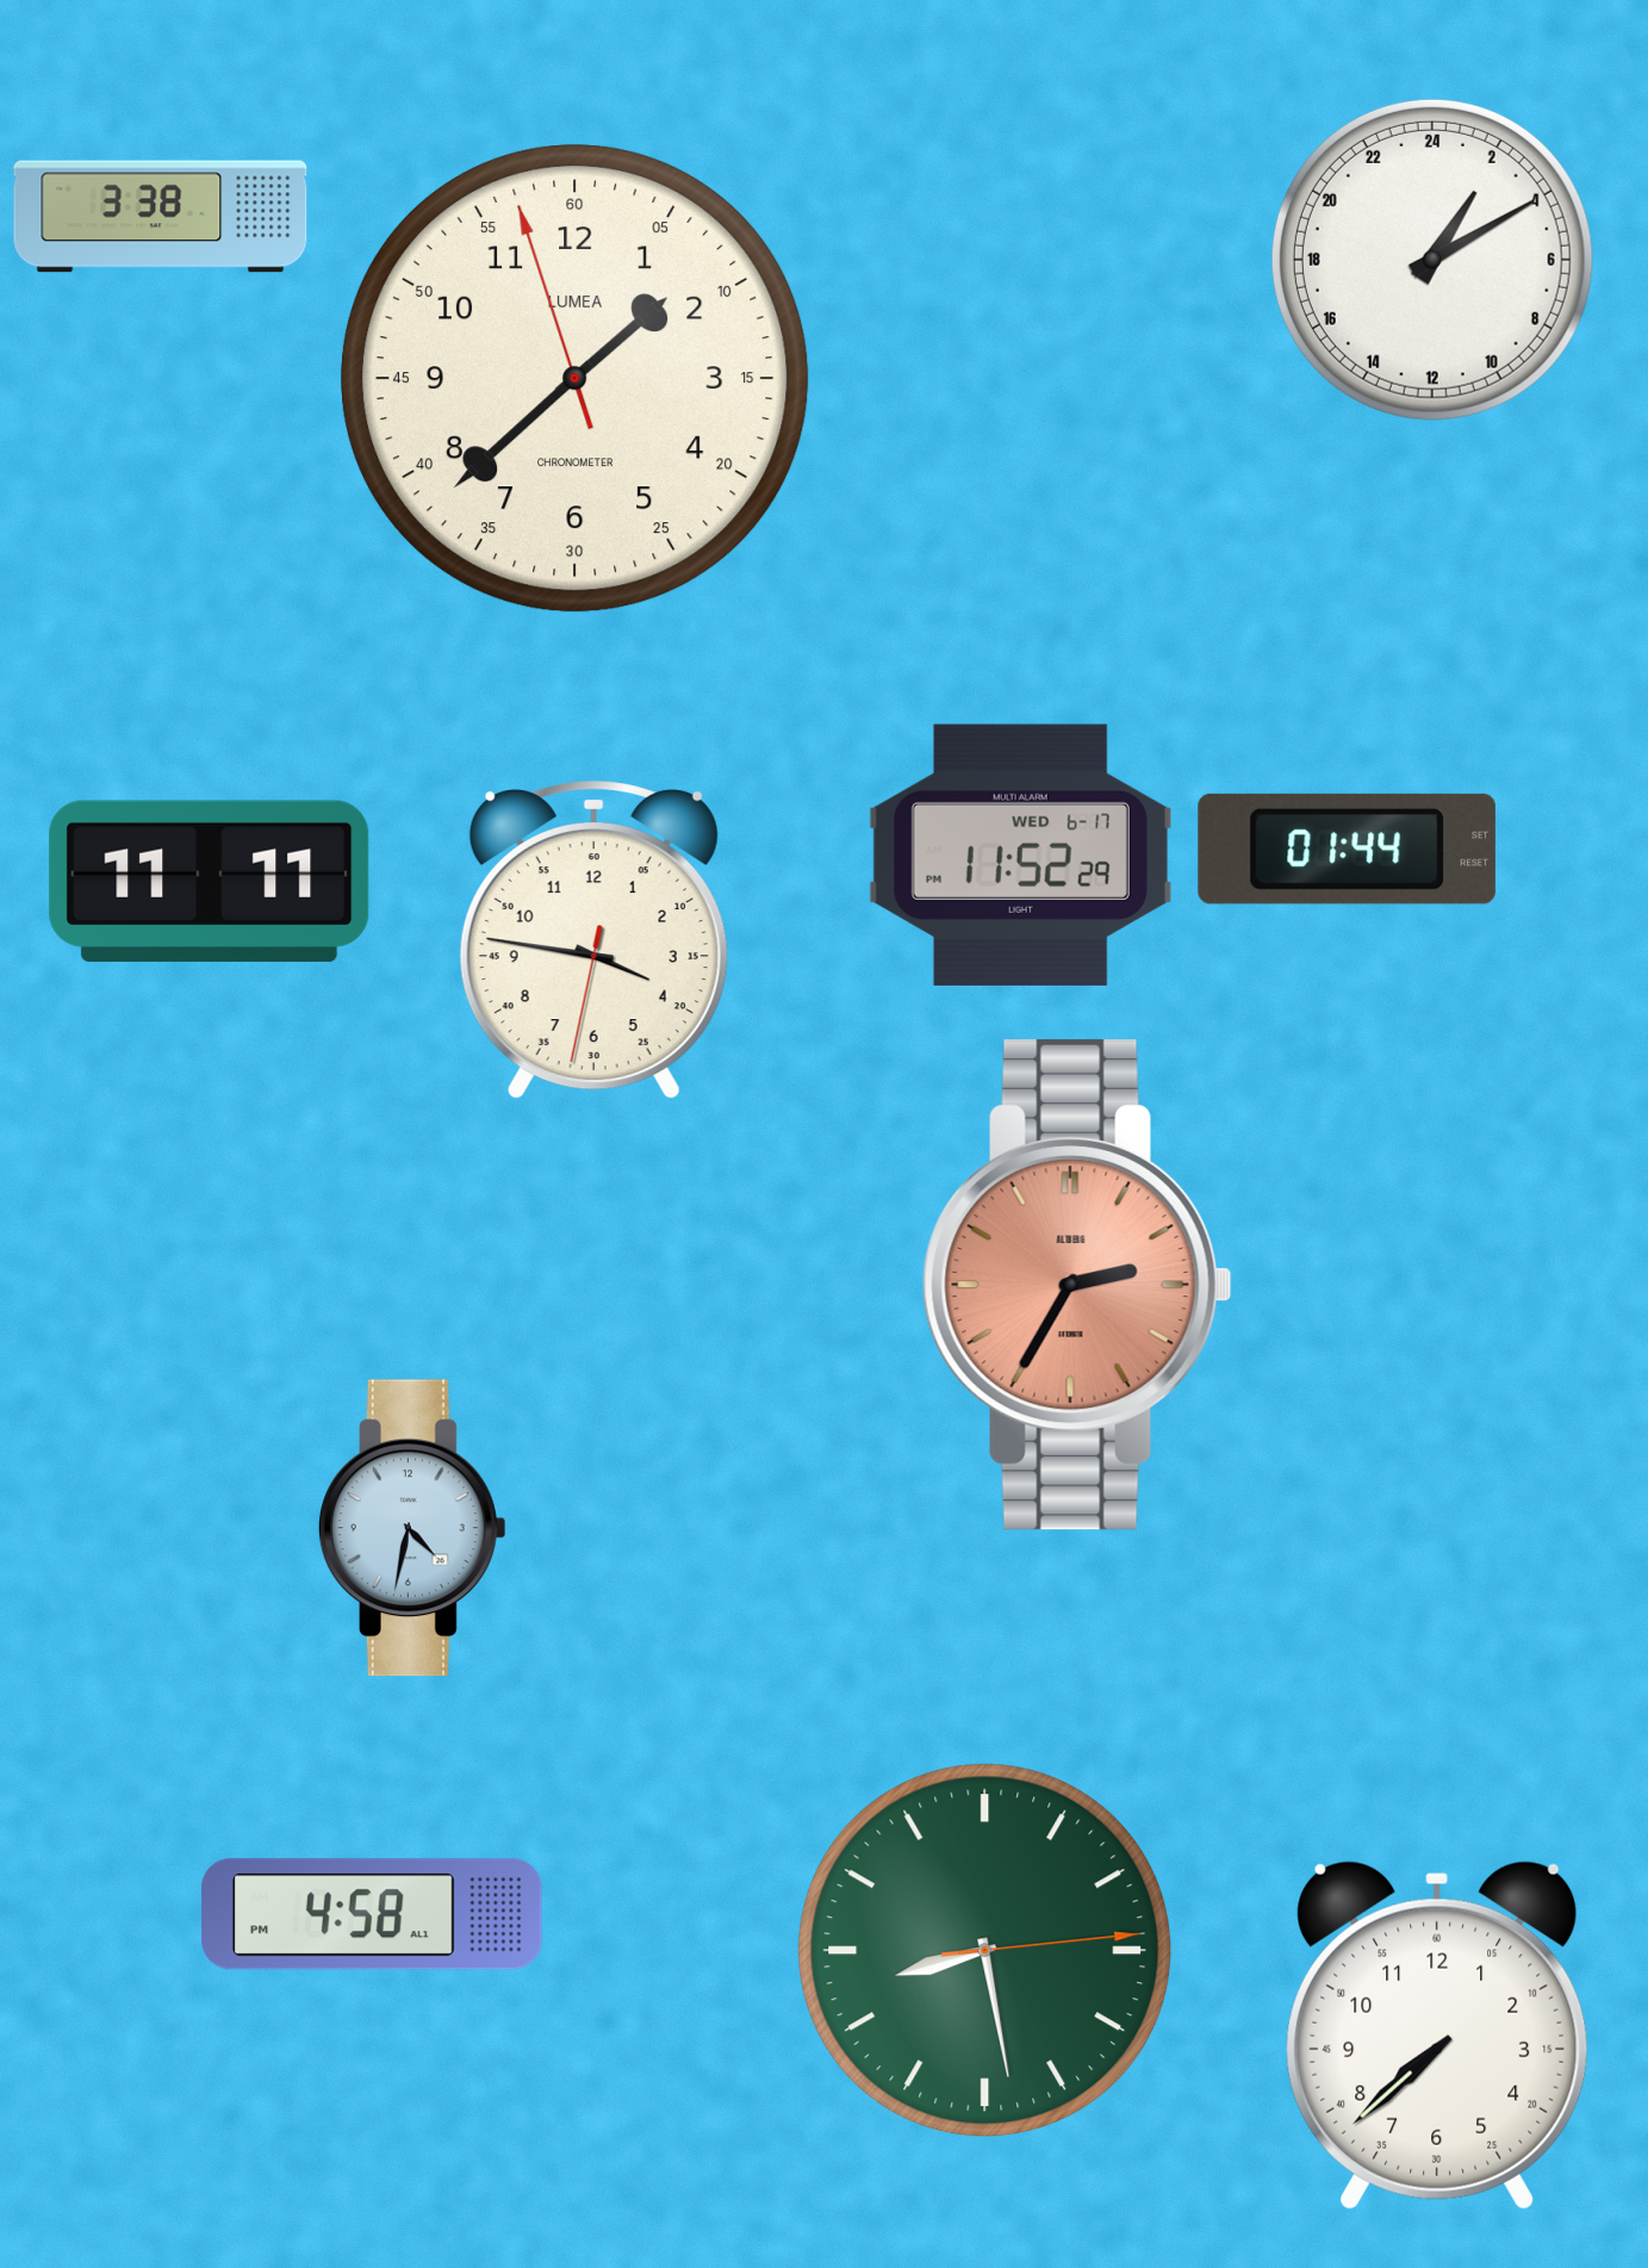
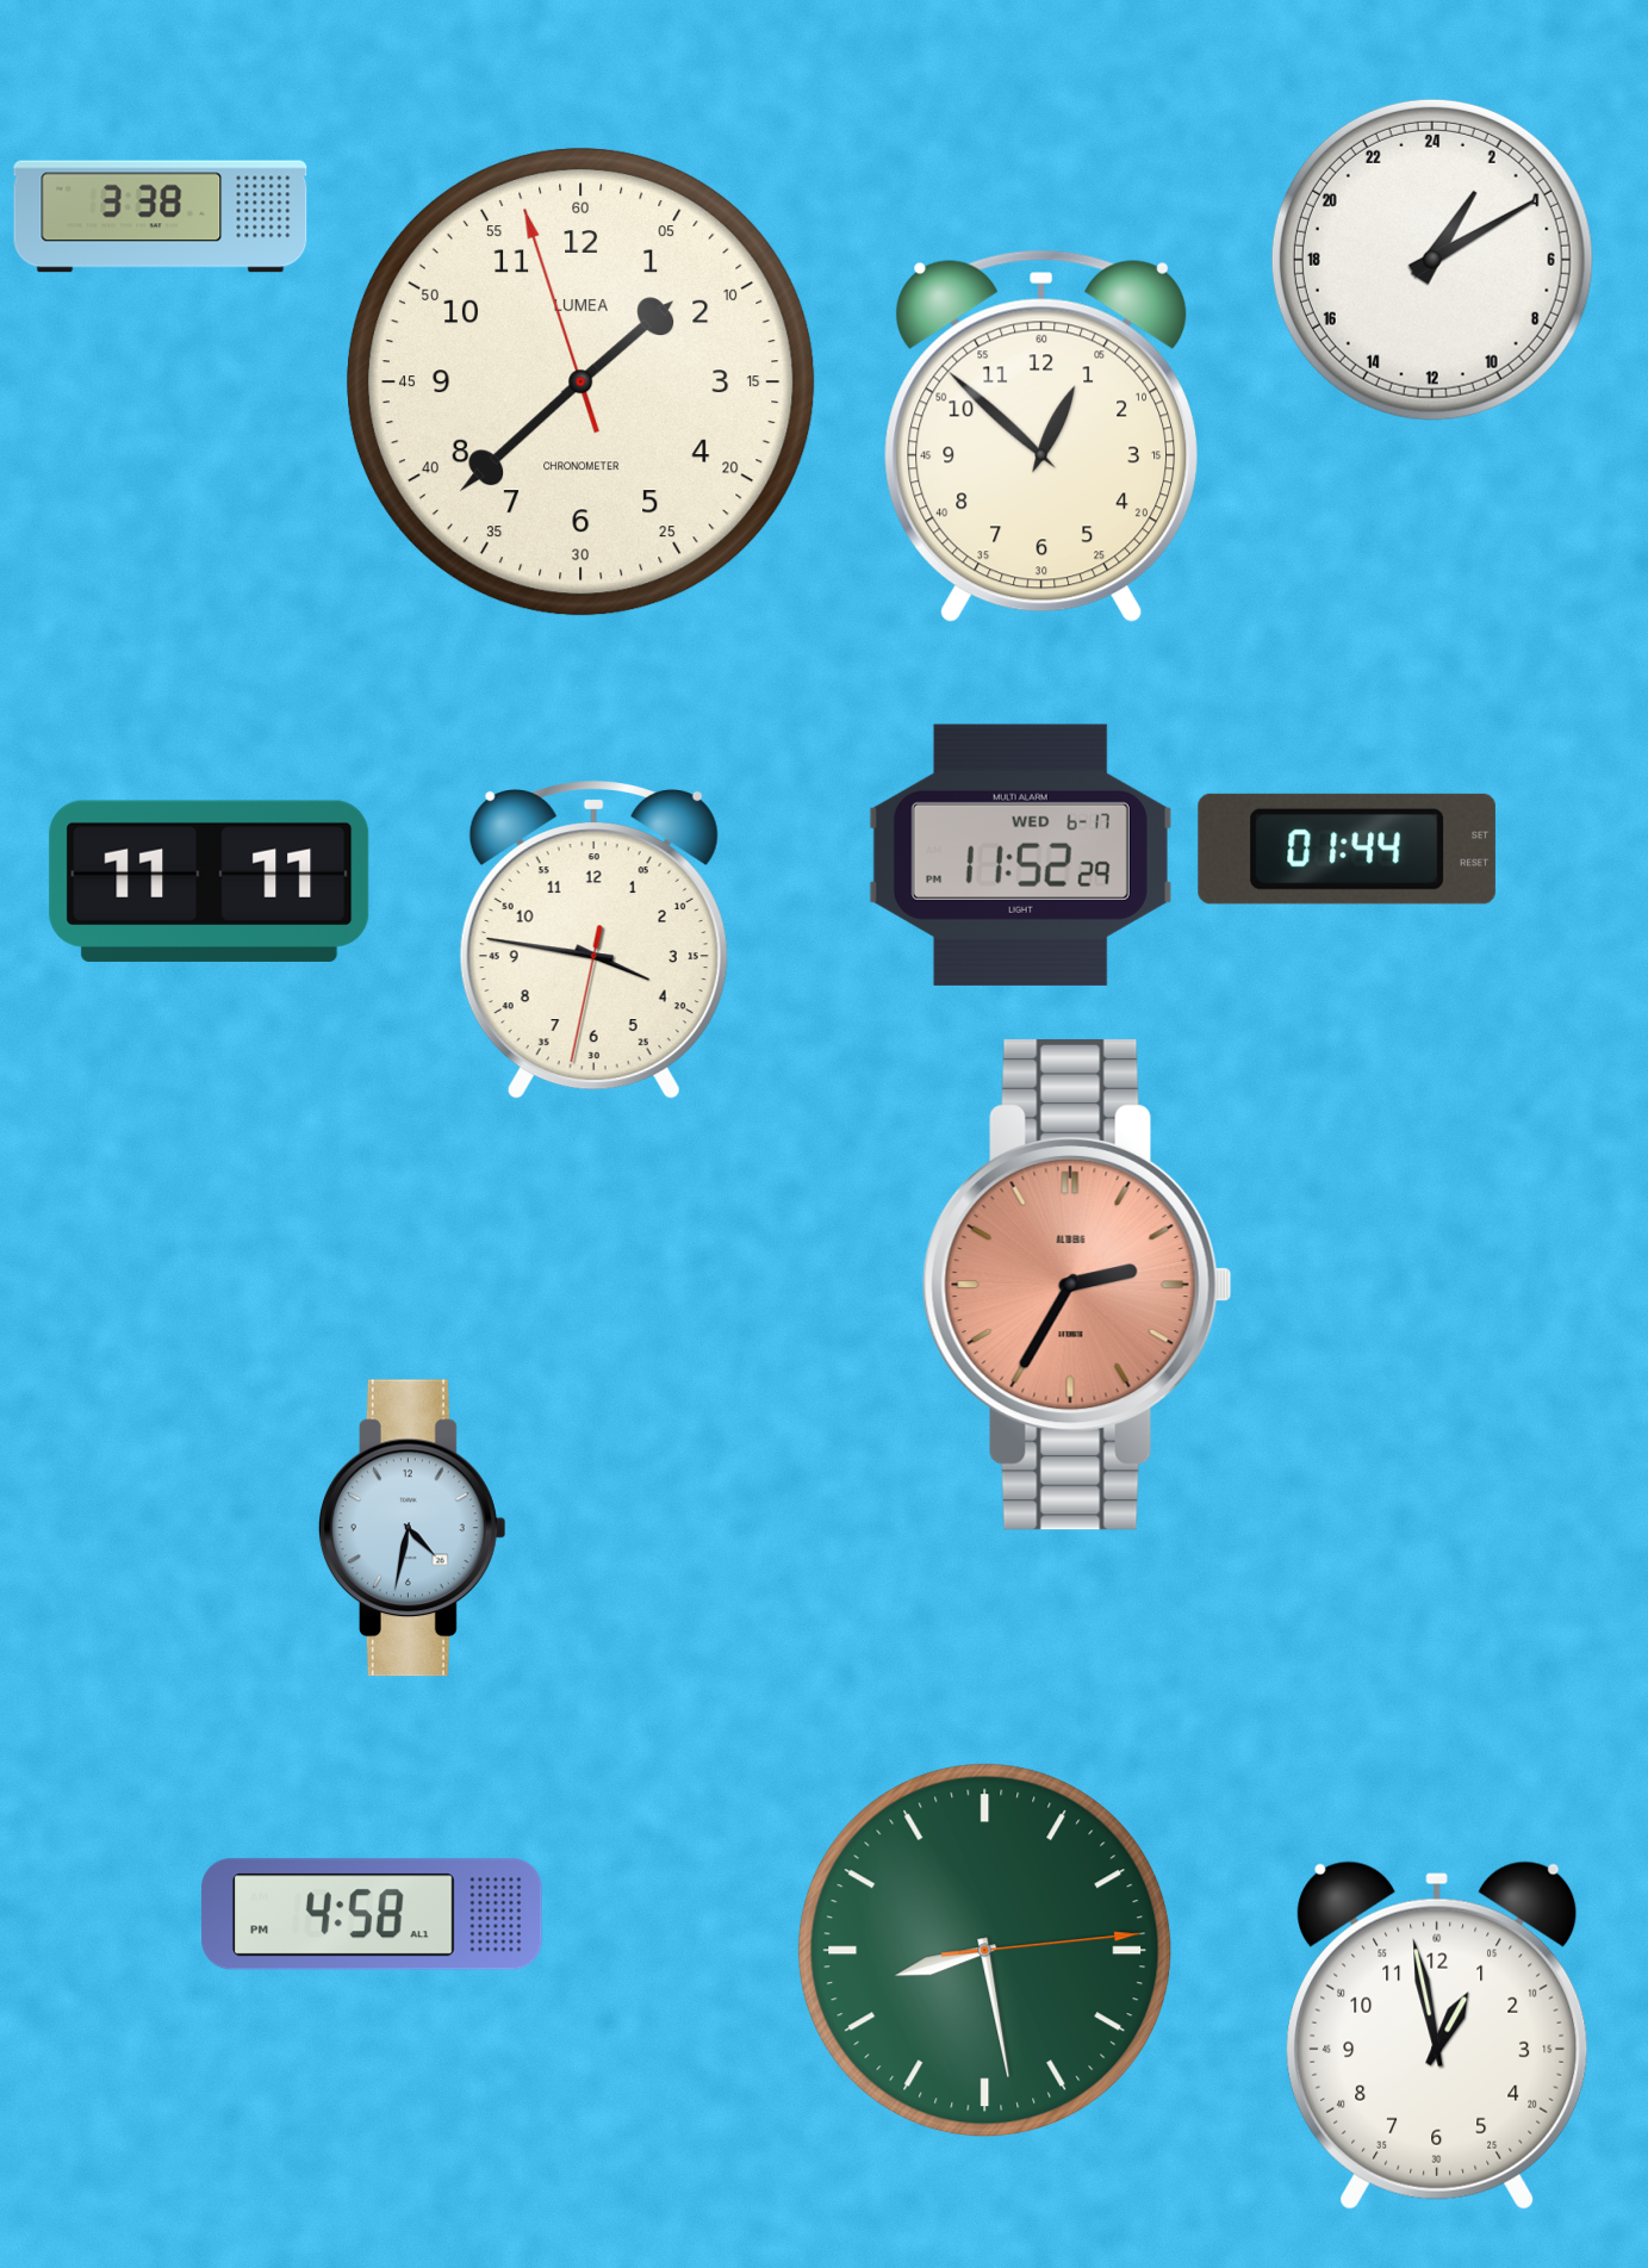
clock at (574, 378) position: (574, 378) -> (580, 381)
clock at (1040, 436): none -> 12:52
clock at (1437, 2036): 7:38 -> 12:58
